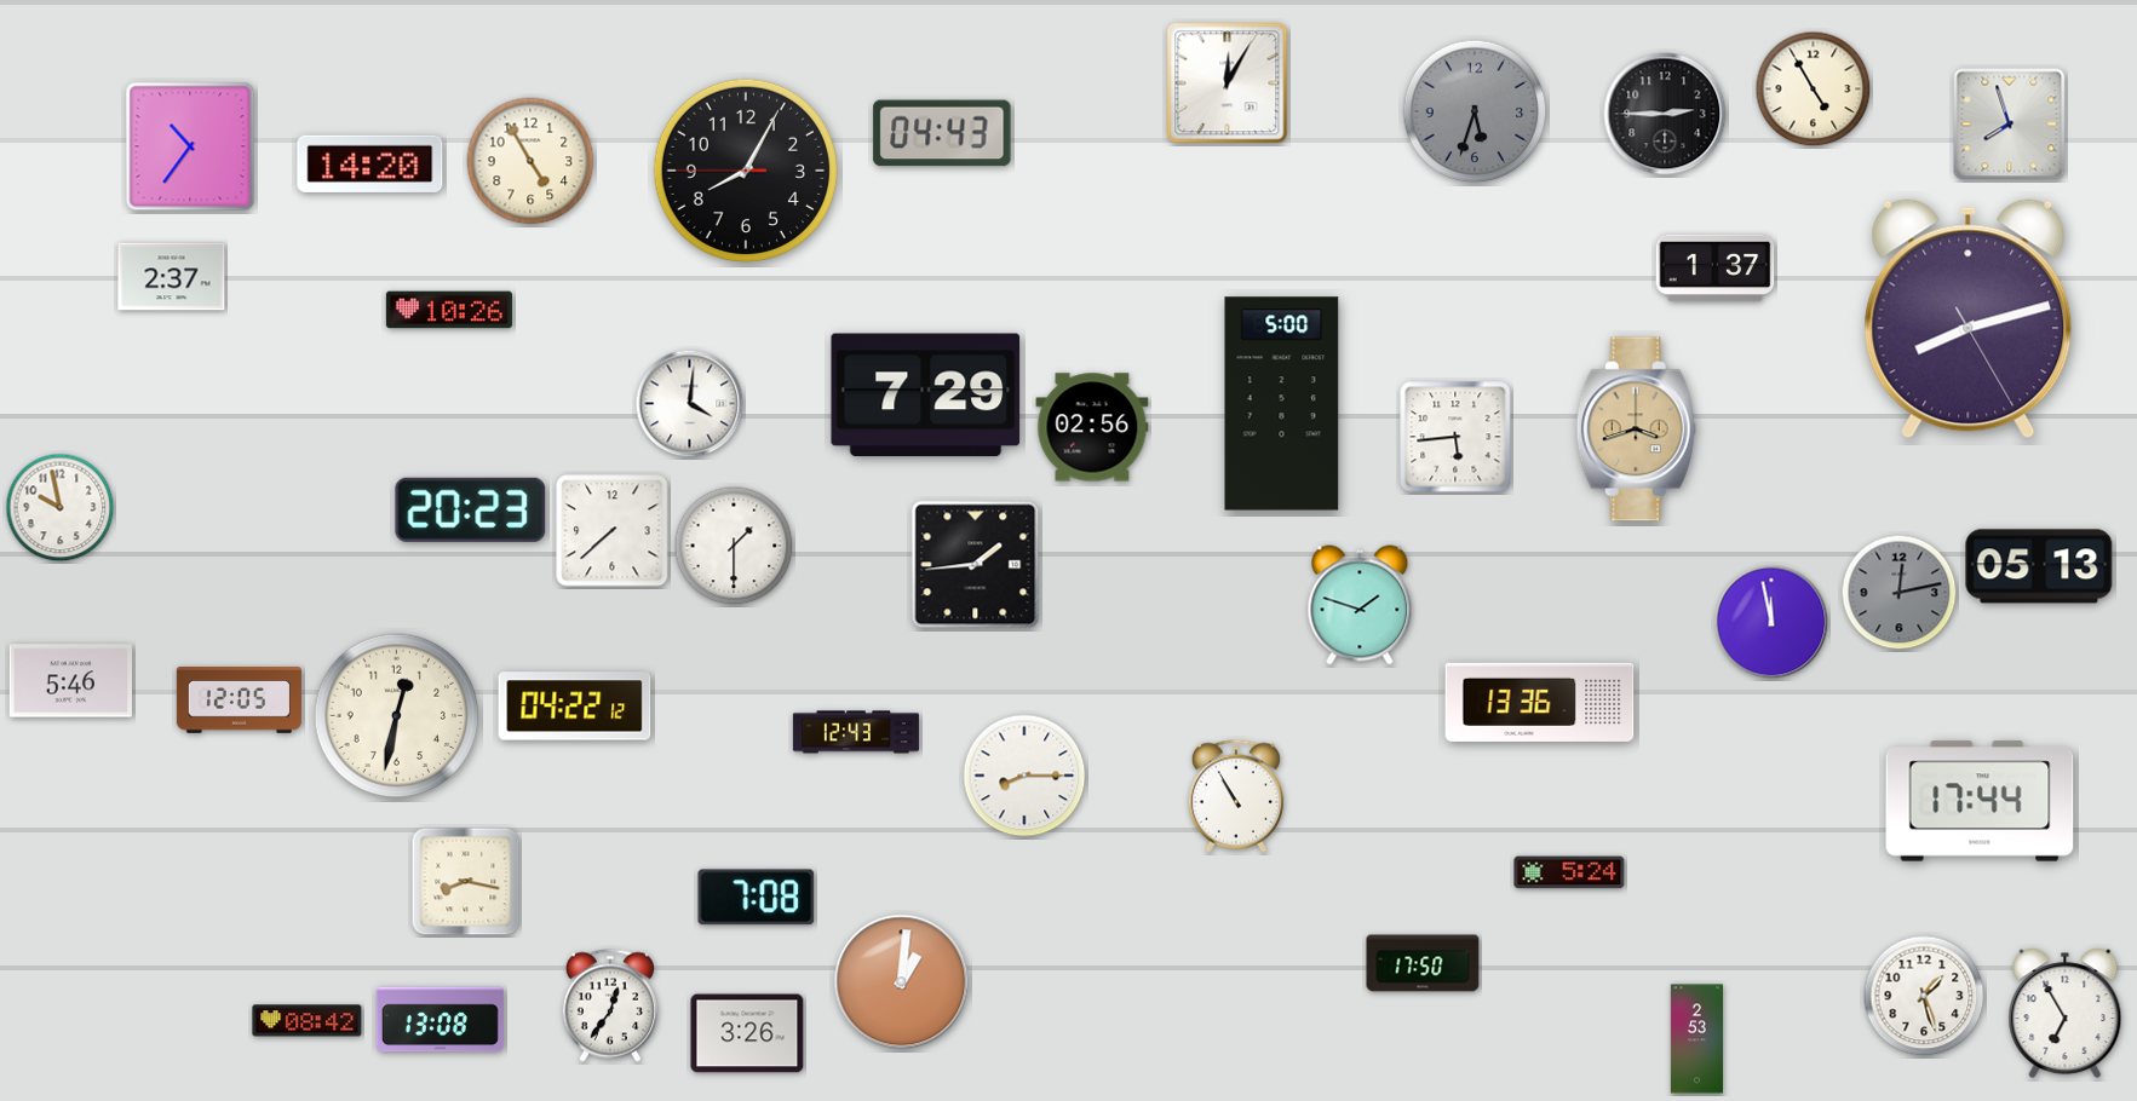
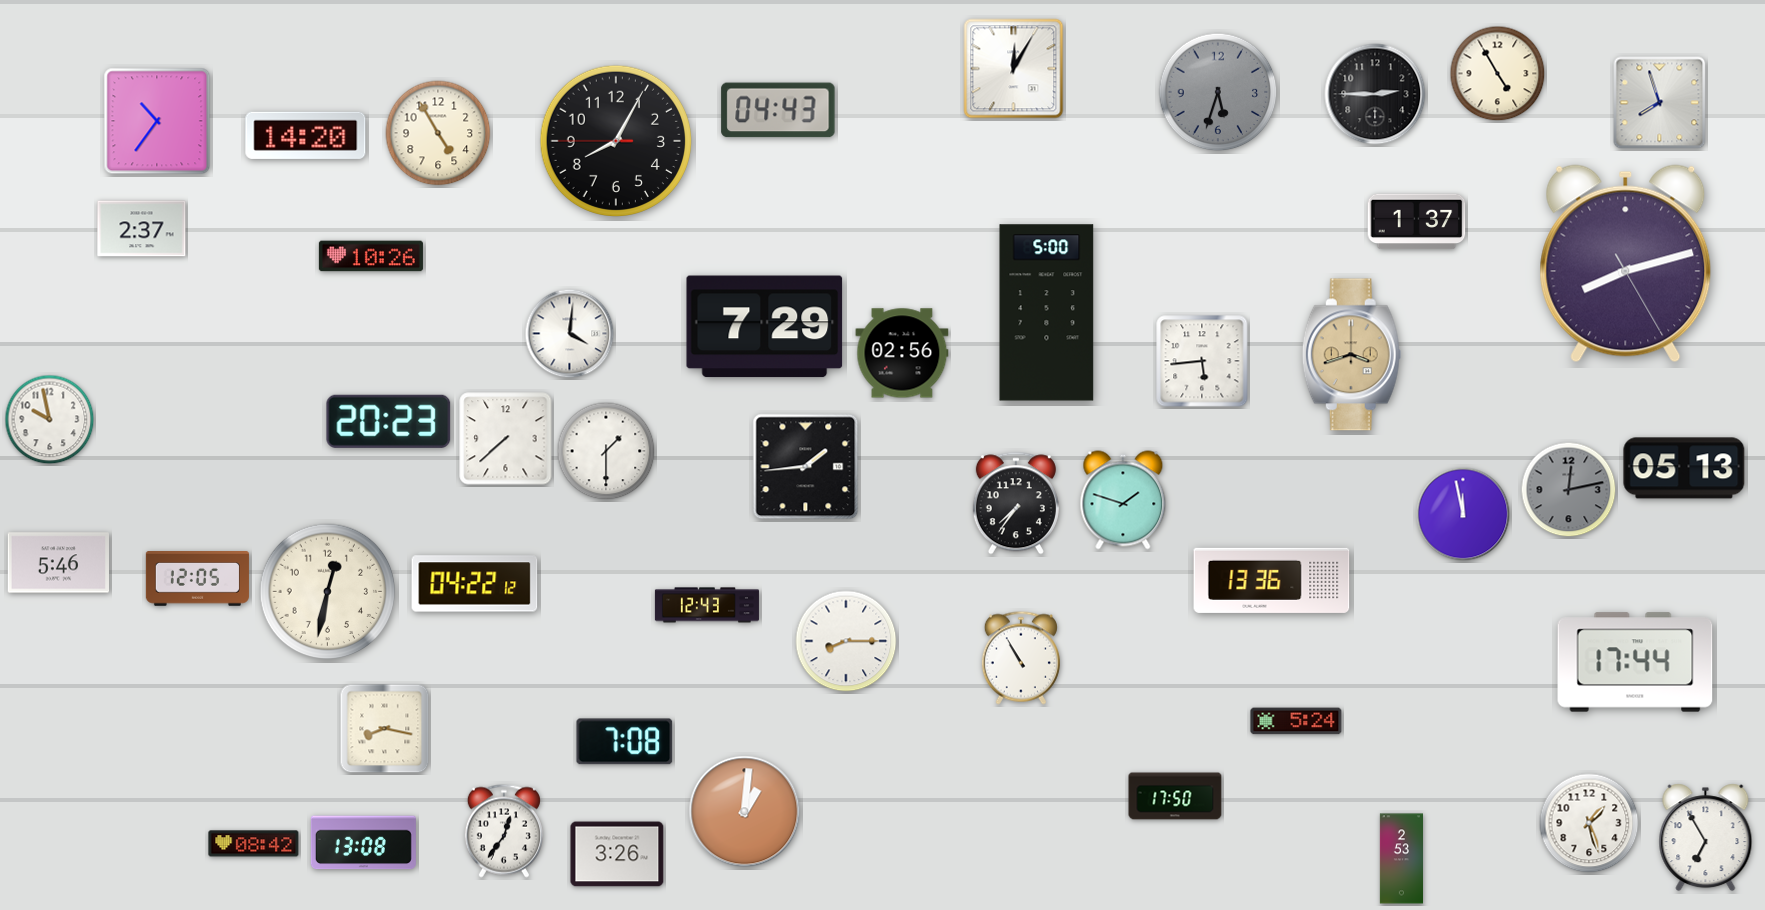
clock at (1282, 404) position: (1282, 404) -> (1047, 313)
clock at (1016, 503): none -> 7:36
